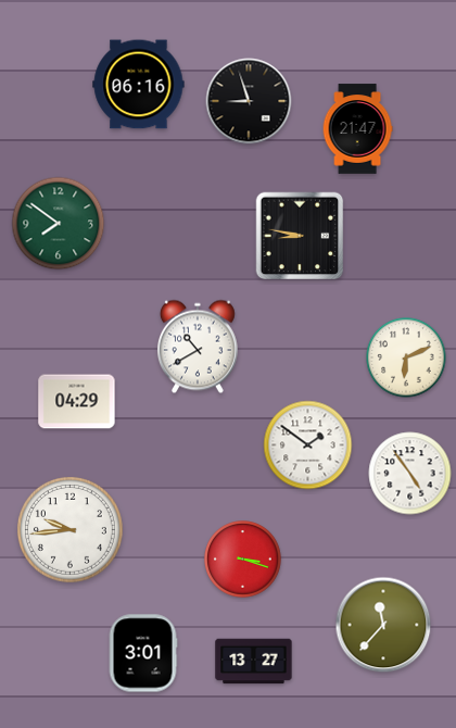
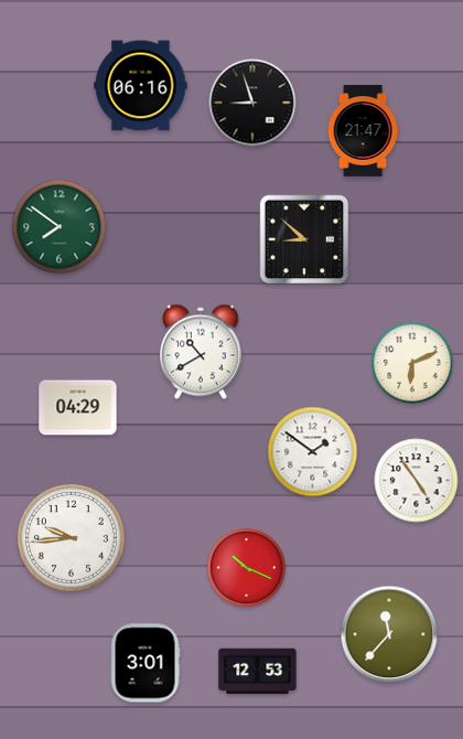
clock at (300, 236): 8:47 -> 8:52
clock at (243, 560): 3:18 -> 10:19
clock at (254, 662): 13:27 -> 12:53
